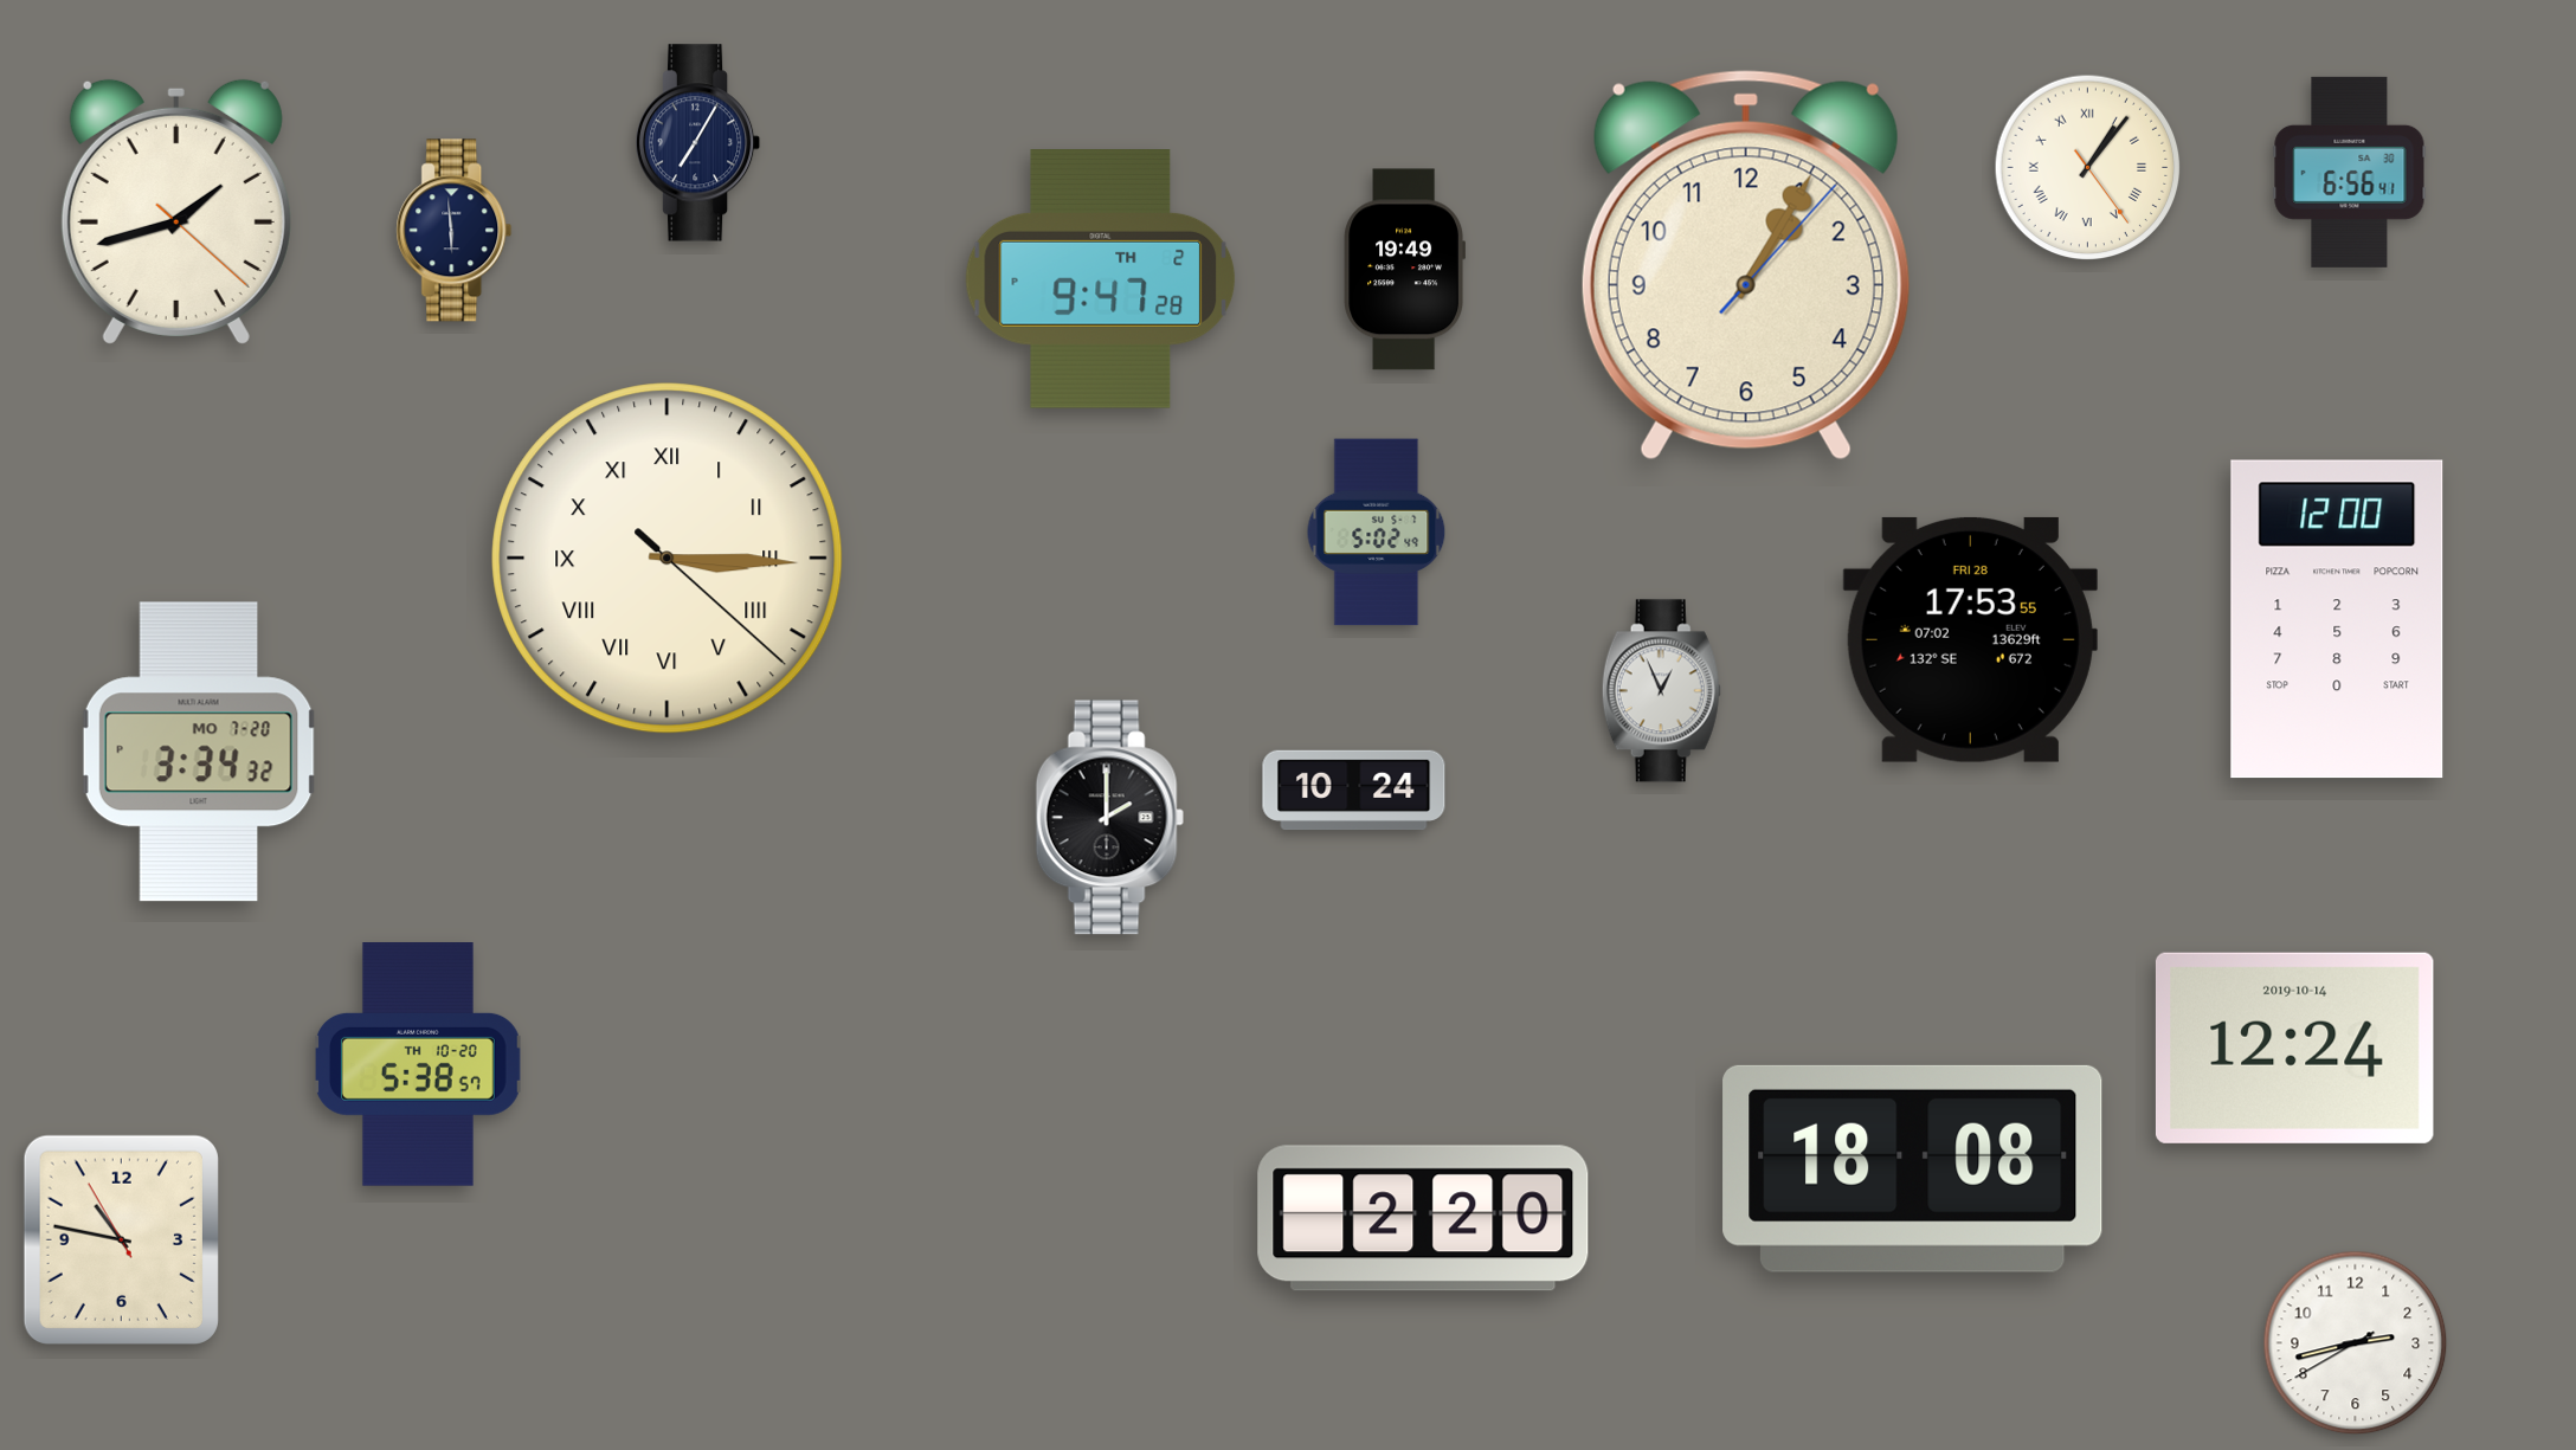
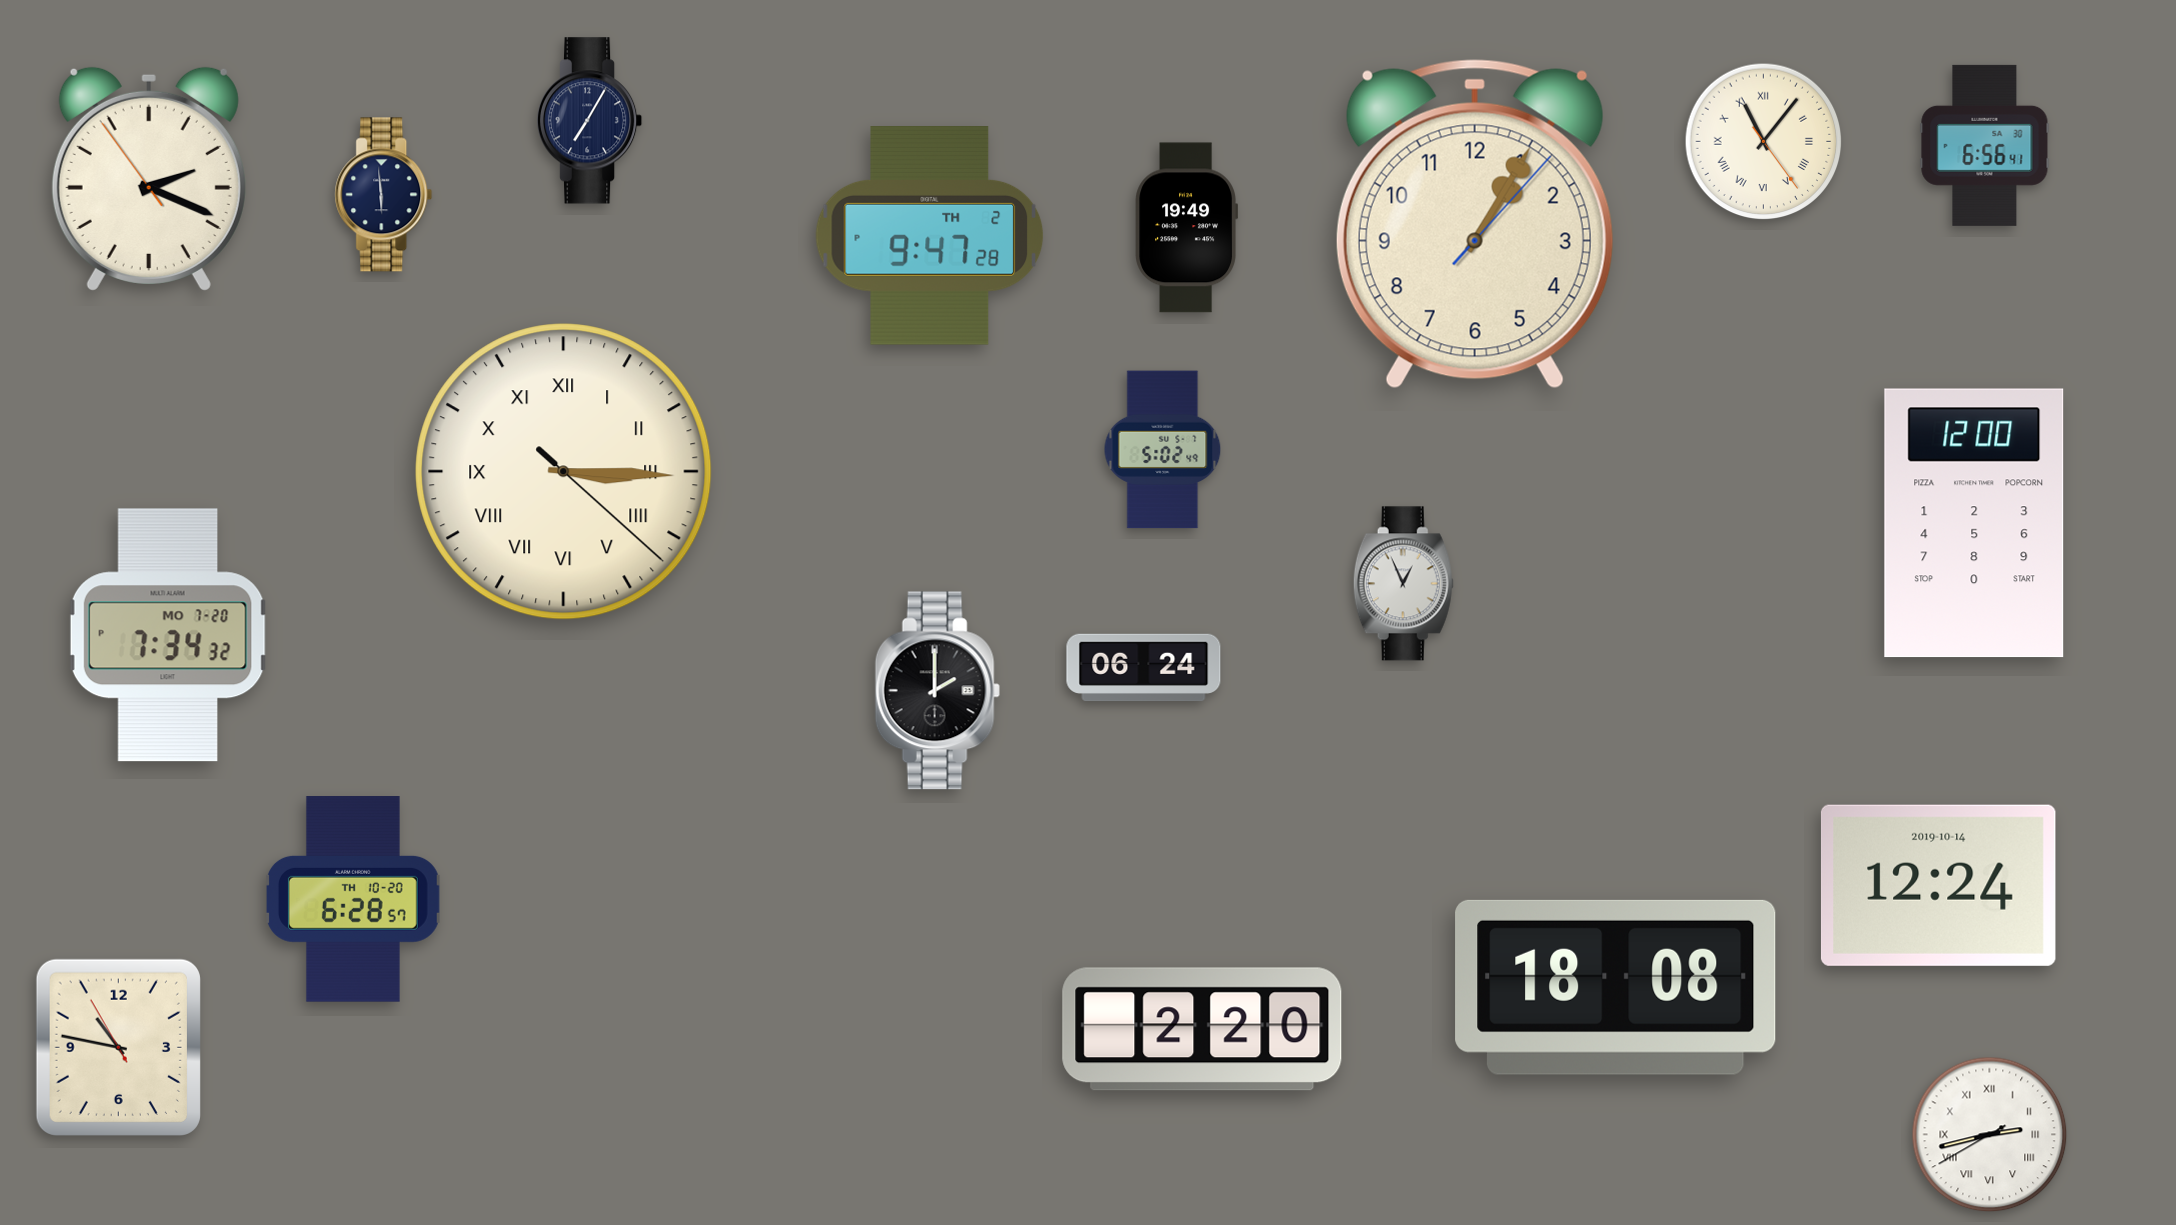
clock at (2088, 168): 1:06 -> 11:06
clock at (176, 212): 1:42 -> 2:18
clock at (1970, 639): 17:53 -> none
clock at (199, 752): 3:34 -> 7:34
clock at (1354, 791): 10:24 -> 06:24
clock at (418, 1064): 5:38 -> 6:28
clock at (121, 1239) position: (121, 1239) -> (118, 1047)
clock at (2356, 1343) numerals: Arabic -> Roman
